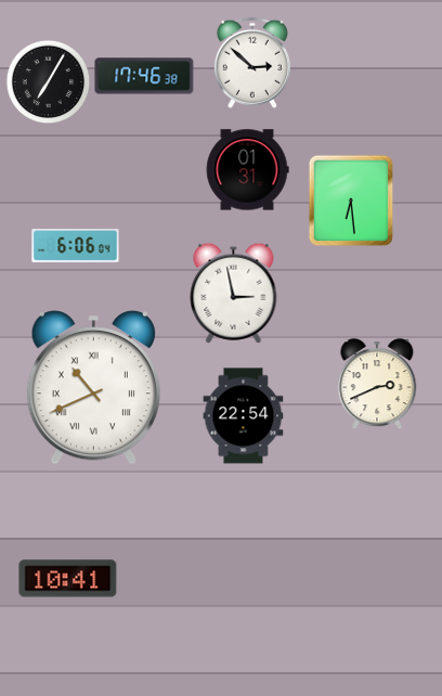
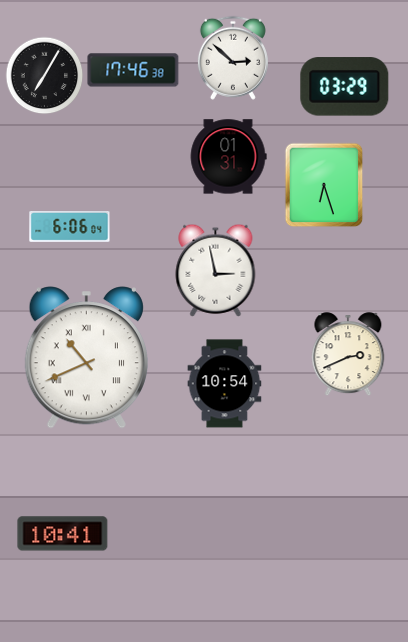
clock at (345, 87): none -> 03:29
clock at (351, 201): 6:29 -> 6:27
clock at (244, 416): 22:54 -> 10:54
